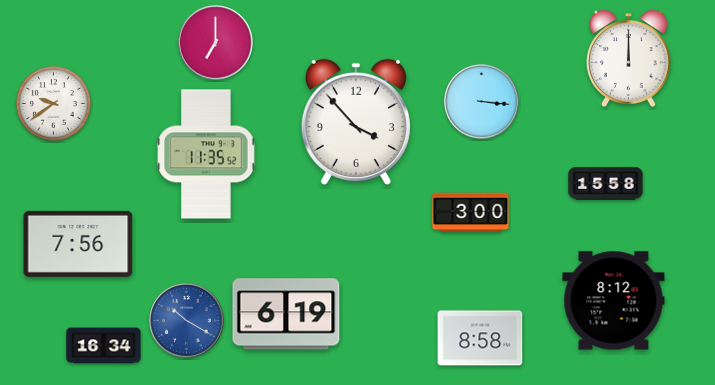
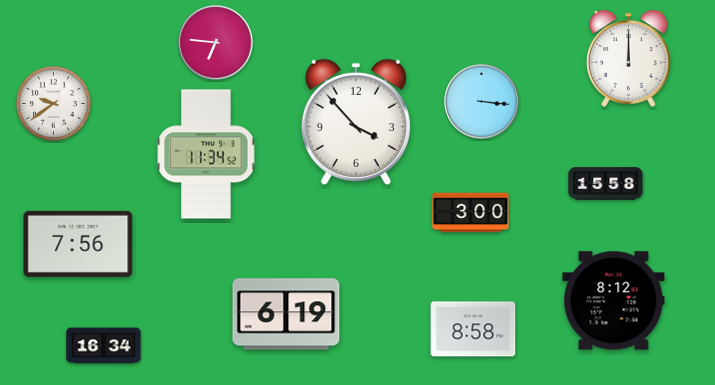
clock at (216, 43): 7:00 -> 6:46
clock at (206, 154): 11:35 -> 11:34
clock at (187, 321): 10:20 -> none
clock at (480, 338) position: (480, 338) -> (473, 329)
